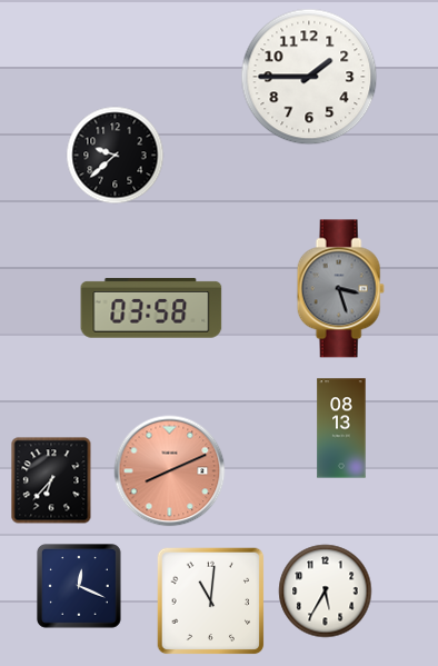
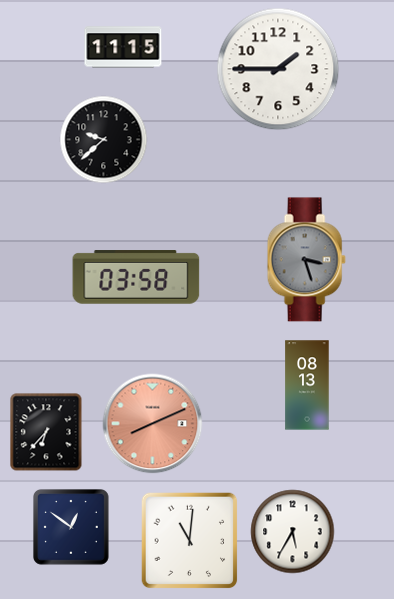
clock at (123, 47): none -> 11:15
clock at (80, 587): 12:19 -> 12:51
